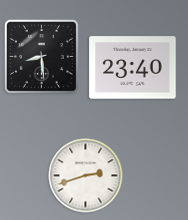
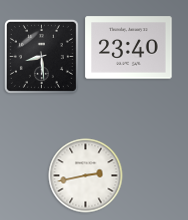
clock at (133, 68) position: (133, 68) -> (129, 48)
clock at (86, 176): 2:42 -> 2:43
